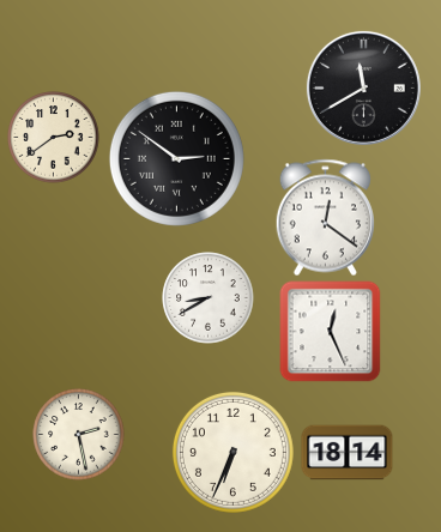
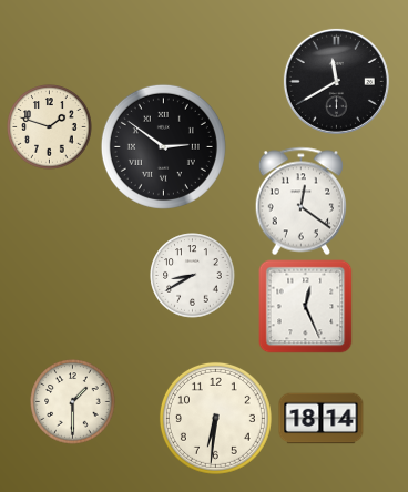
clock at (54, 138): 2:39 -> 1:48
clock at (79, 435): 2:28 -> 1:30
clock at (232, 452): 6:34 -> 6:31
